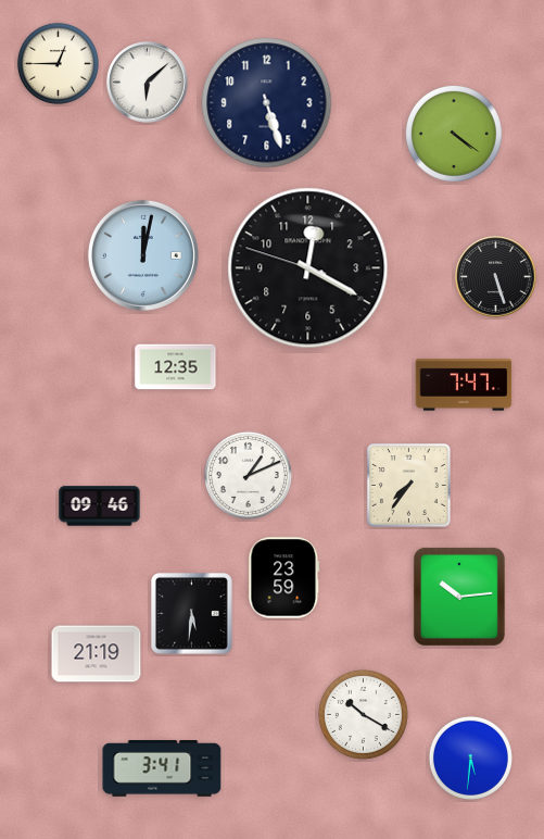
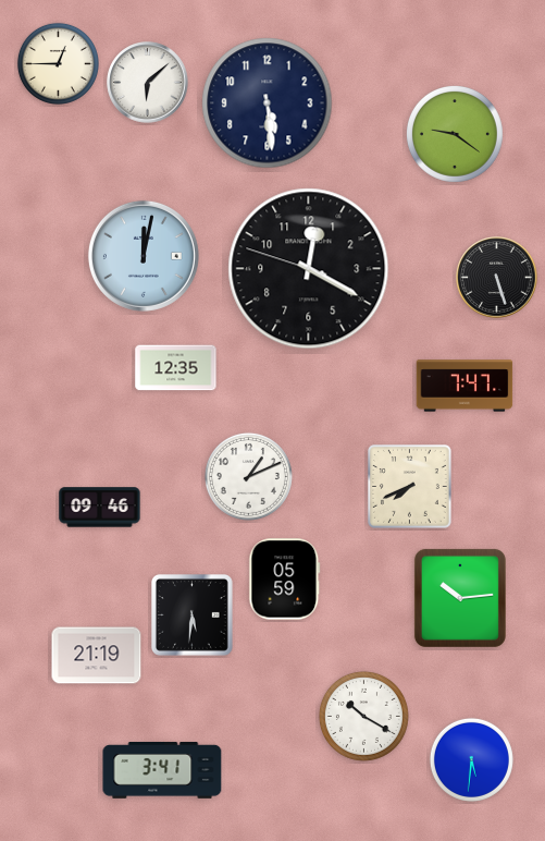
clock at (267, 103): 5:27 -> 5:29
clock at (454, 134): 4:21 -> 9:21
clock at (409, 486): 7:36 -> 7:41
clock at (284, 578): 23:59 -> 05:59
